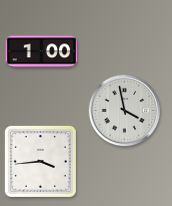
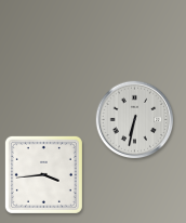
clock at (42, 52): 1:00 -> none
clock at (125, 111): 3:58 -> 6:32
